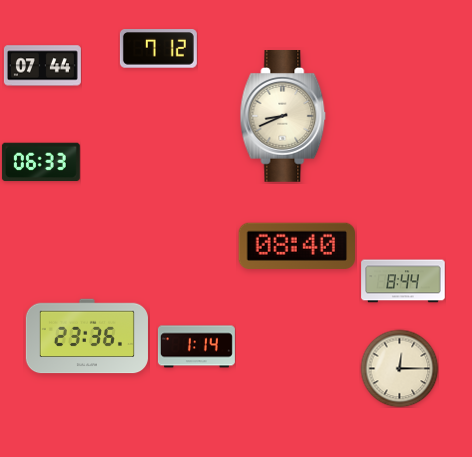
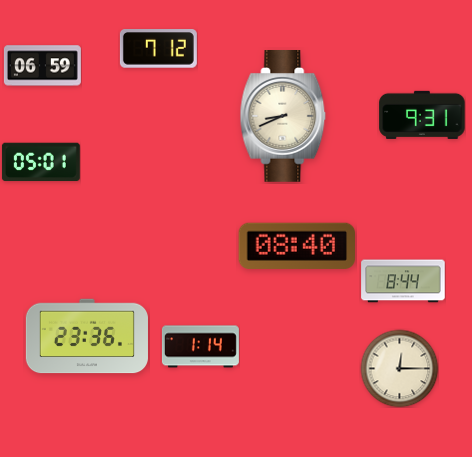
clock at (42, 66): 07:44 -> 06:59
clock at (422, 115): none -> 9:31
clock at (41, 162): 06:33 -> 05:01
clock at (196, 347) position: (196, 347) -> (200, 347)
